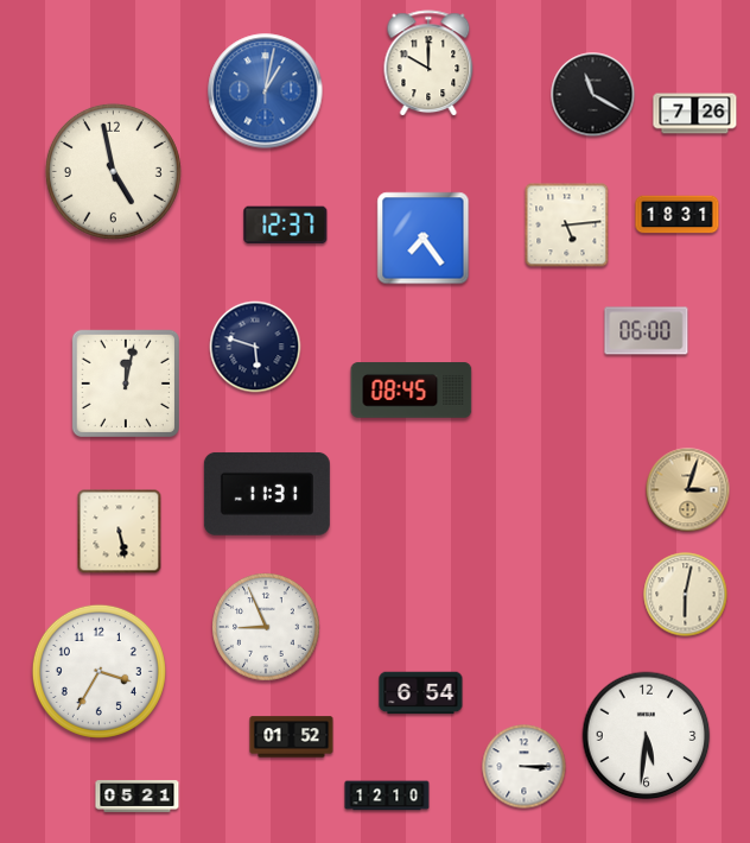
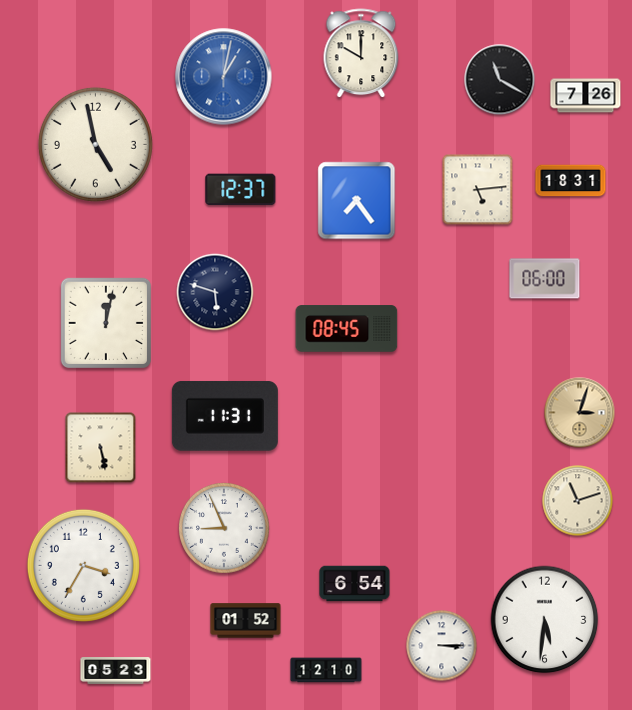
clock at (686, 595): 6:02 -> 11:12
clock at (138, 797): 05:21 -> 05:23
